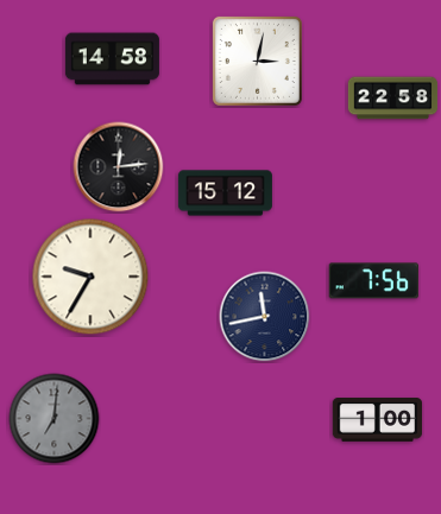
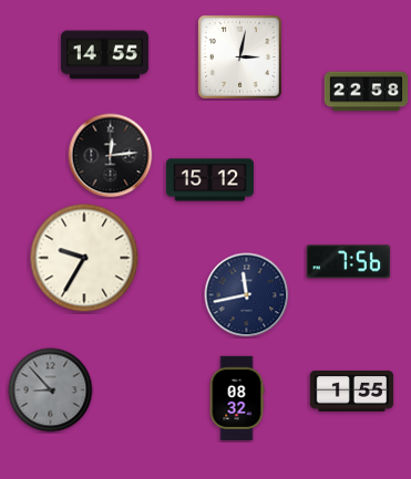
clock at (112, 59): 14:58 -> 14:55
clock at (55, 419): 7:01 -> 8:53
clock at (378, 420): 1:00 -> 1:55
clock at (237, 397): none -> 08:32
